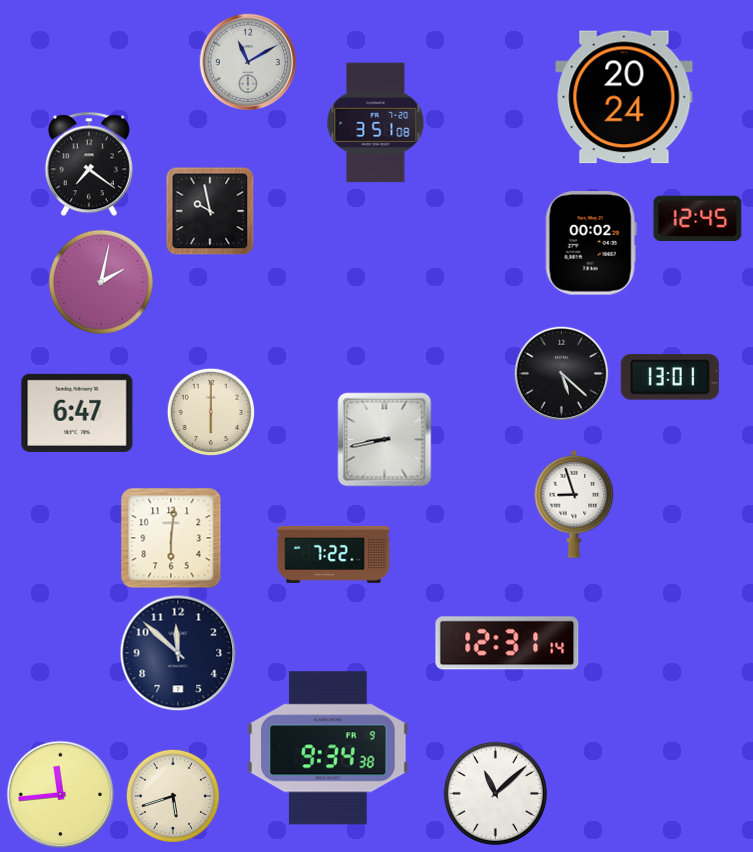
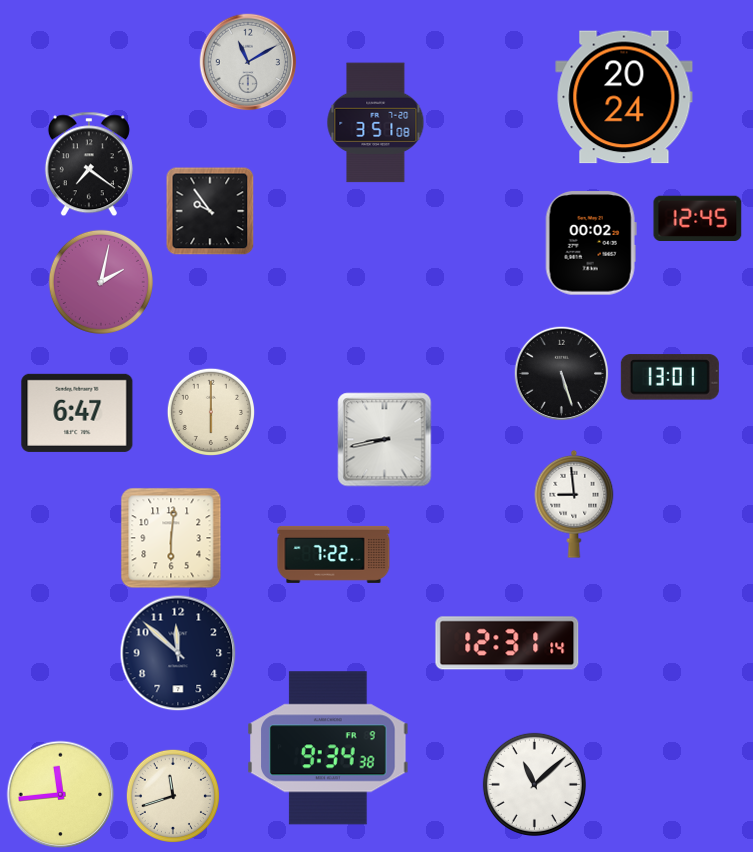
clock at (210, 211): 9:58 -> 9:54
clock at (562, 374): 5:22 -> 5:27
clock at (574, 504): 8:57 -> 8:59
clock at (495, 793) position: (495, 793) -> (534, 784)
clock at (172, 795): 5:42 -> 11:42
